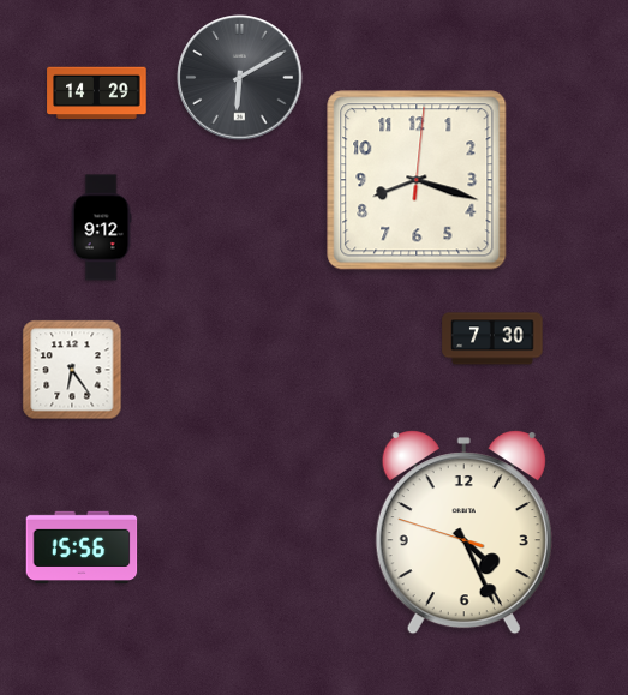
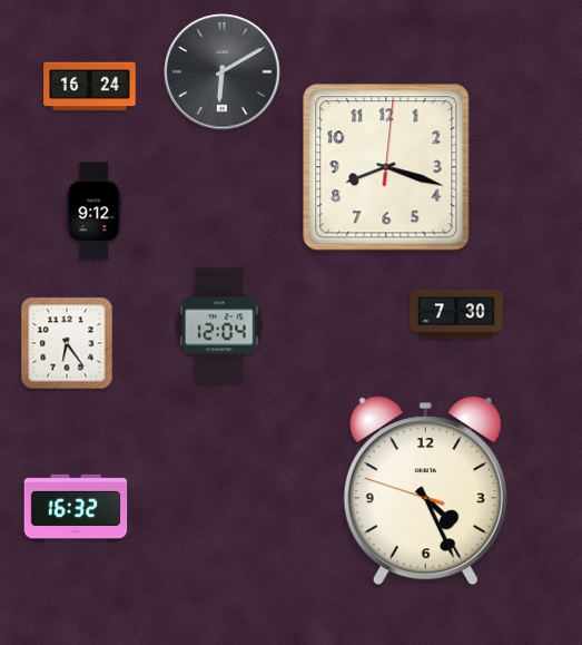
clock at (97, 94): 14:29 -> 16:24
clock at (219, 325): none -> 12:04
clock at (463, 533) position: (463, 533) -> (425, 491)
clock at (82, 546): 15:56 -> 16:32
